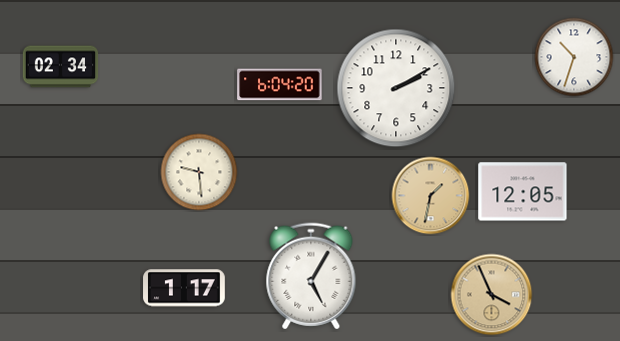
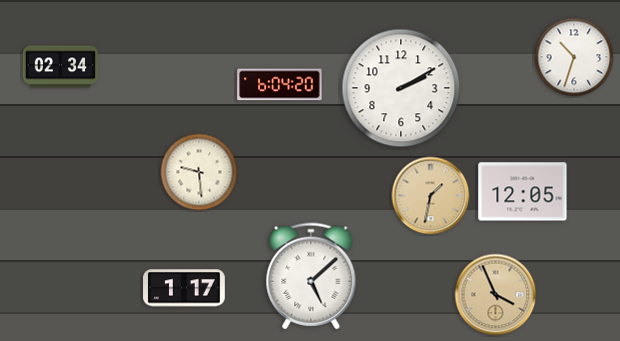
clock at (396, 88) position: (396, 88) -> (401, 88)
clock at (311, 276): 5:05 -> 5:08
clock at (492, 295) position: (492, 295) -> (496, 295)
